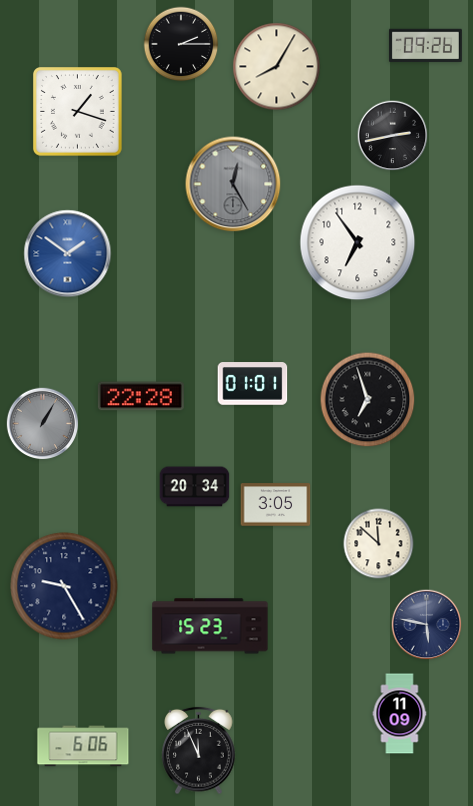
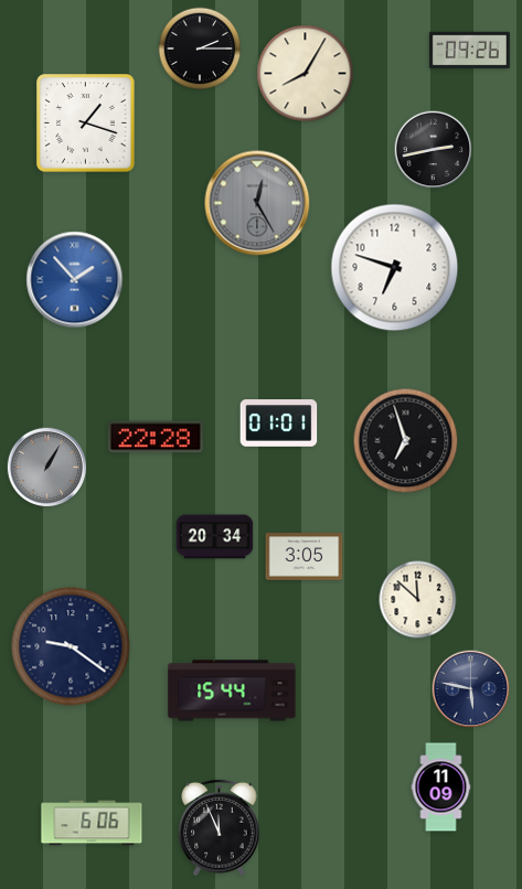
clock at (358, 243): 6:54 -> 6:48
clock at (68, 254): 1:51 -> 1:53
clock at (64, 586): 9:25 -> 9:21
clock at (210, 626): 15:23 -> 15:44
